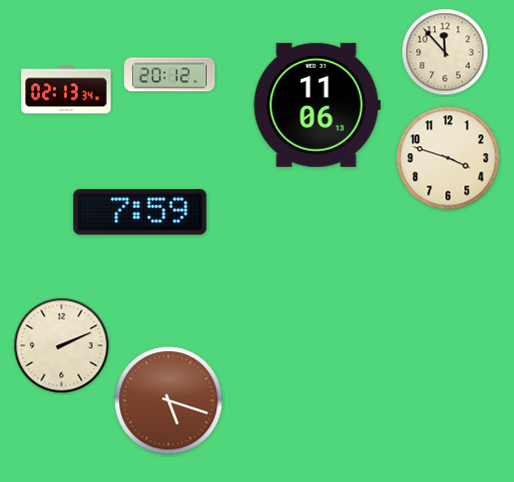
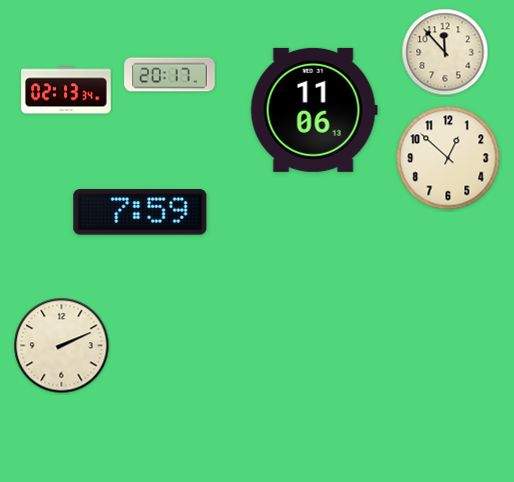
clock at (170, 75): 20:12 -> 20:17
clock at (317, 105) position: (317, 105) -> (314, 110)
clock at (448, 158): 3:48 -> 12:52
clock at (169, 401): 5:18 -> none
